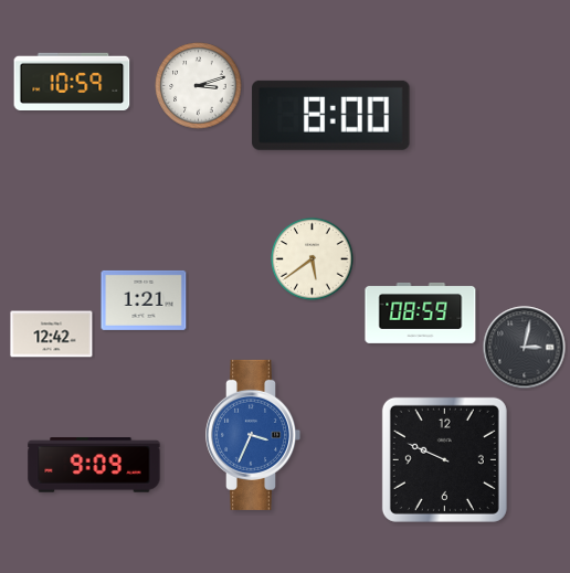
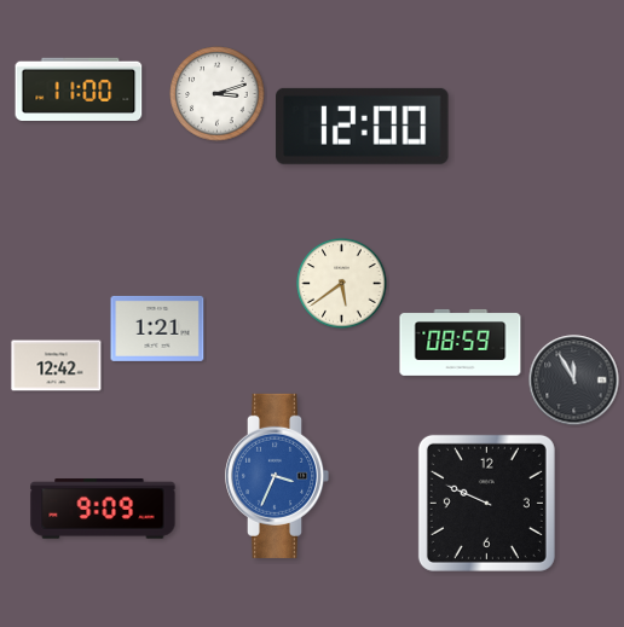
clock at (72, 81): 10:59 -> 11:00
clock at (331, 115): 8:00 -> 12:00
clock at (525, 348): 3:02 -> 11:55
